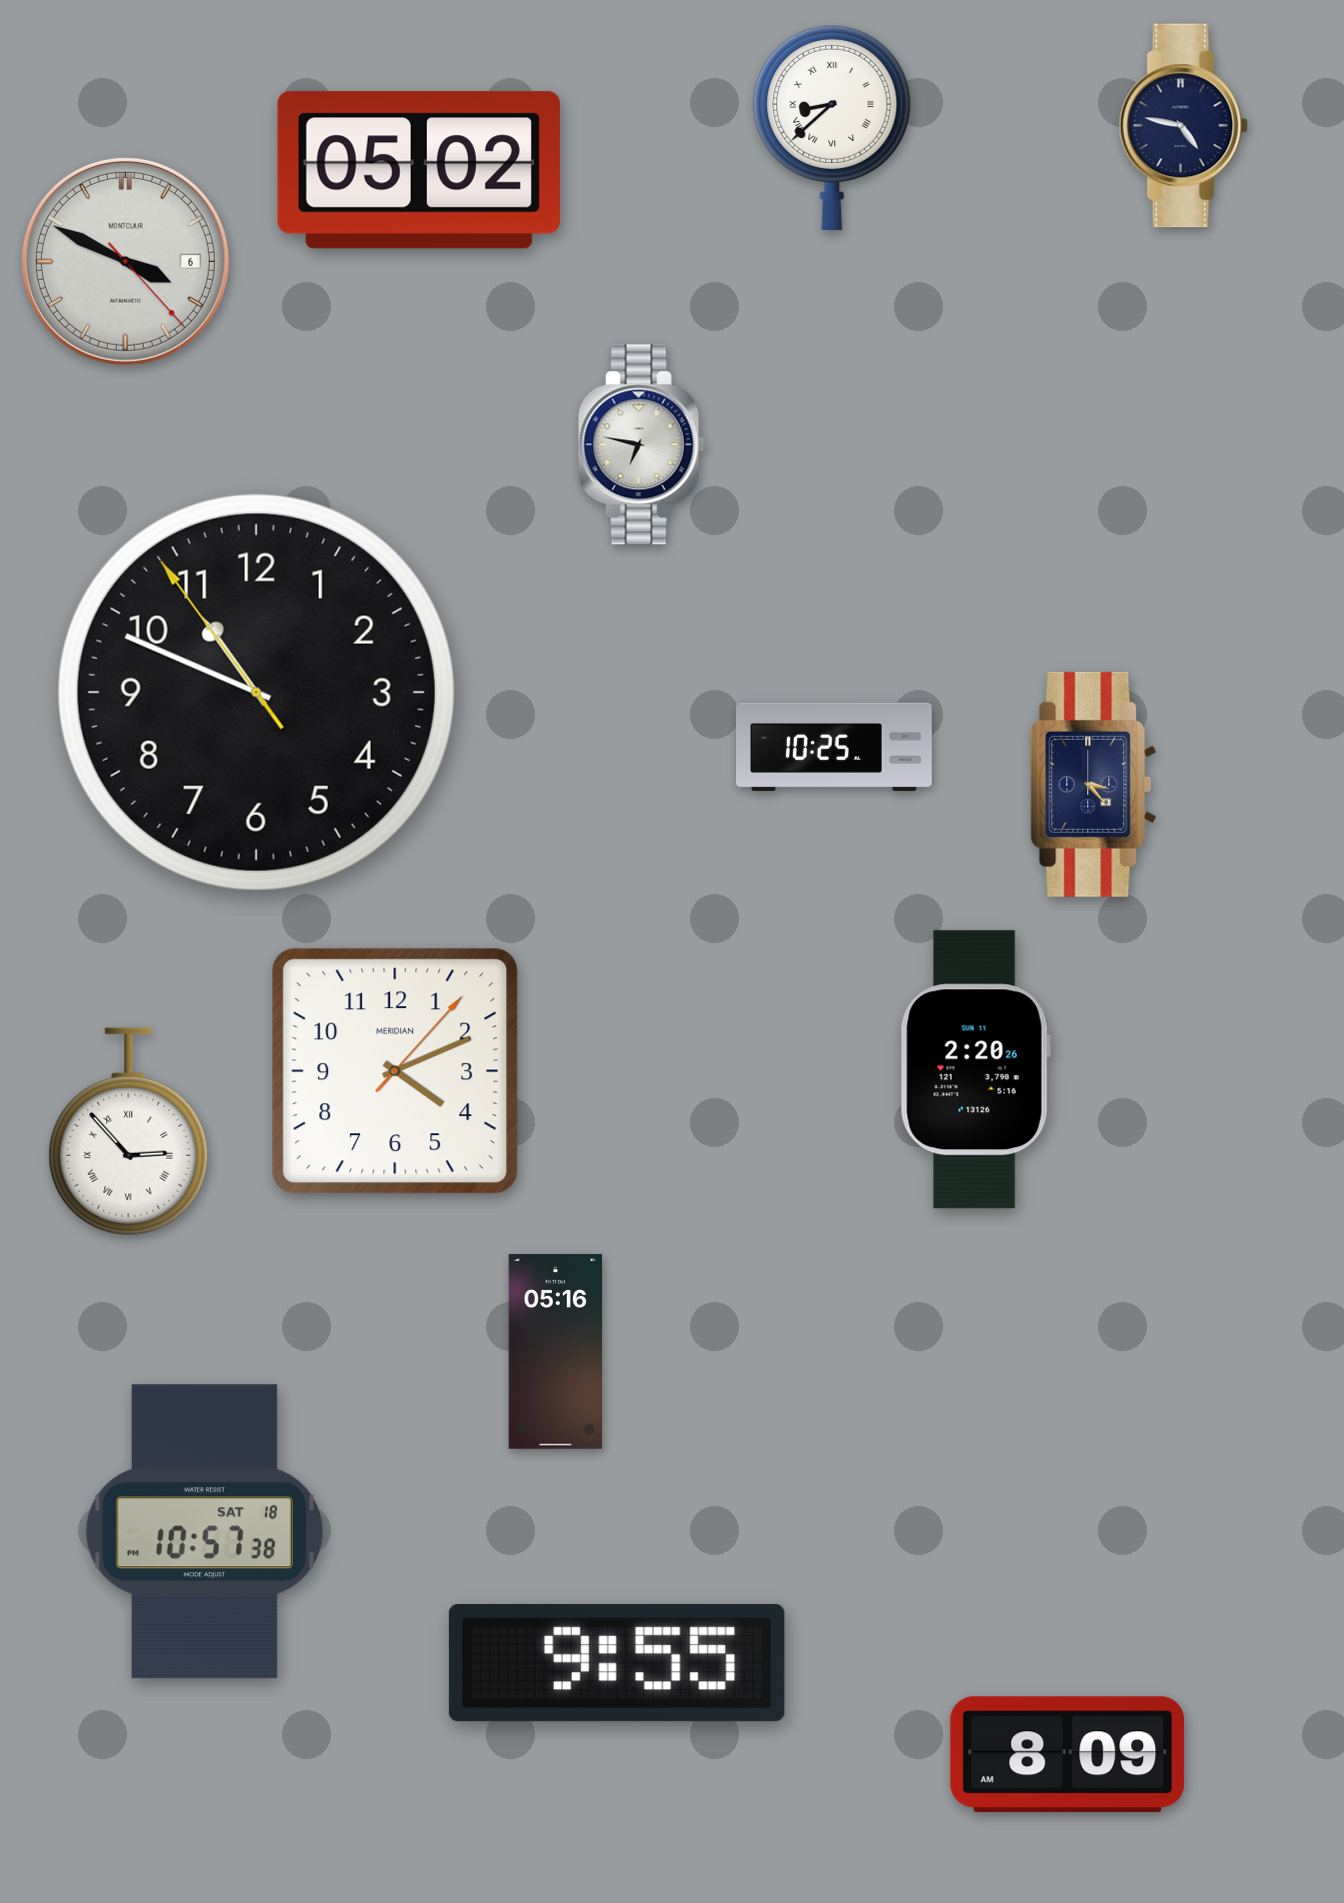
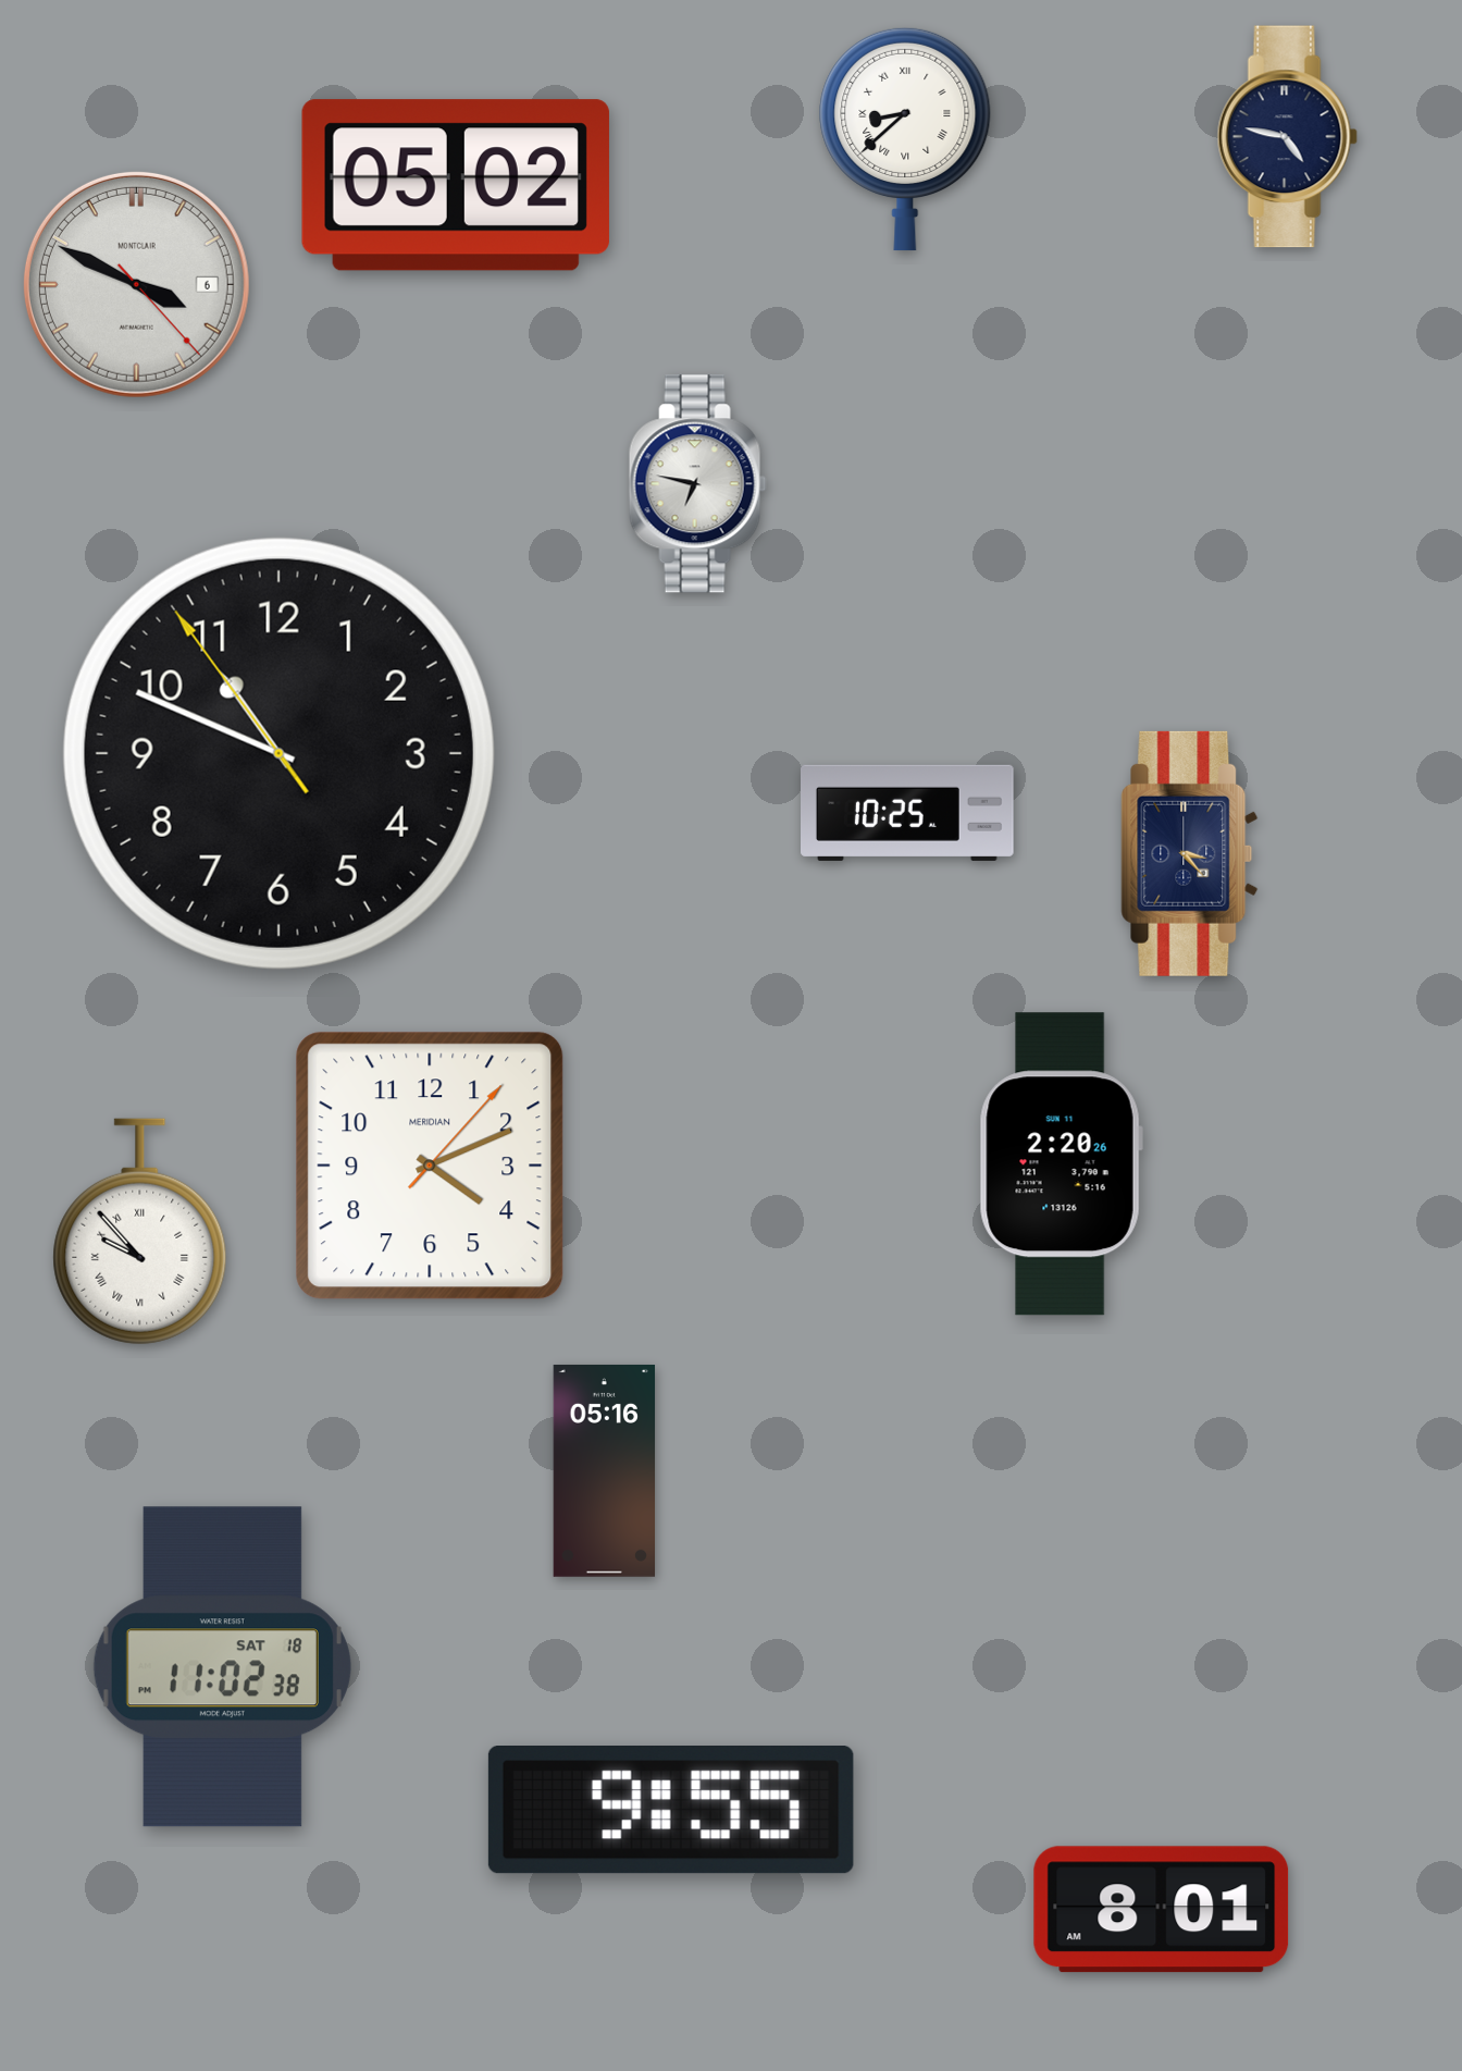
clock at (129, 1132): 2:53 -> 9:53
clock at (204, 1532): 10:57 -> 11:02
clock at (1068, 1755): 8:09 -> 8:01
